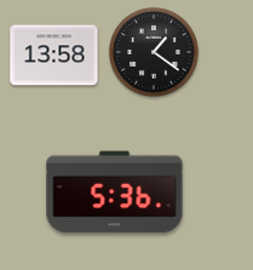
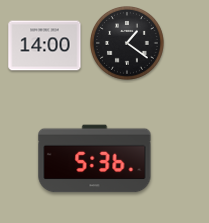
clock at (54, 56): 13:58 -> 14:00
